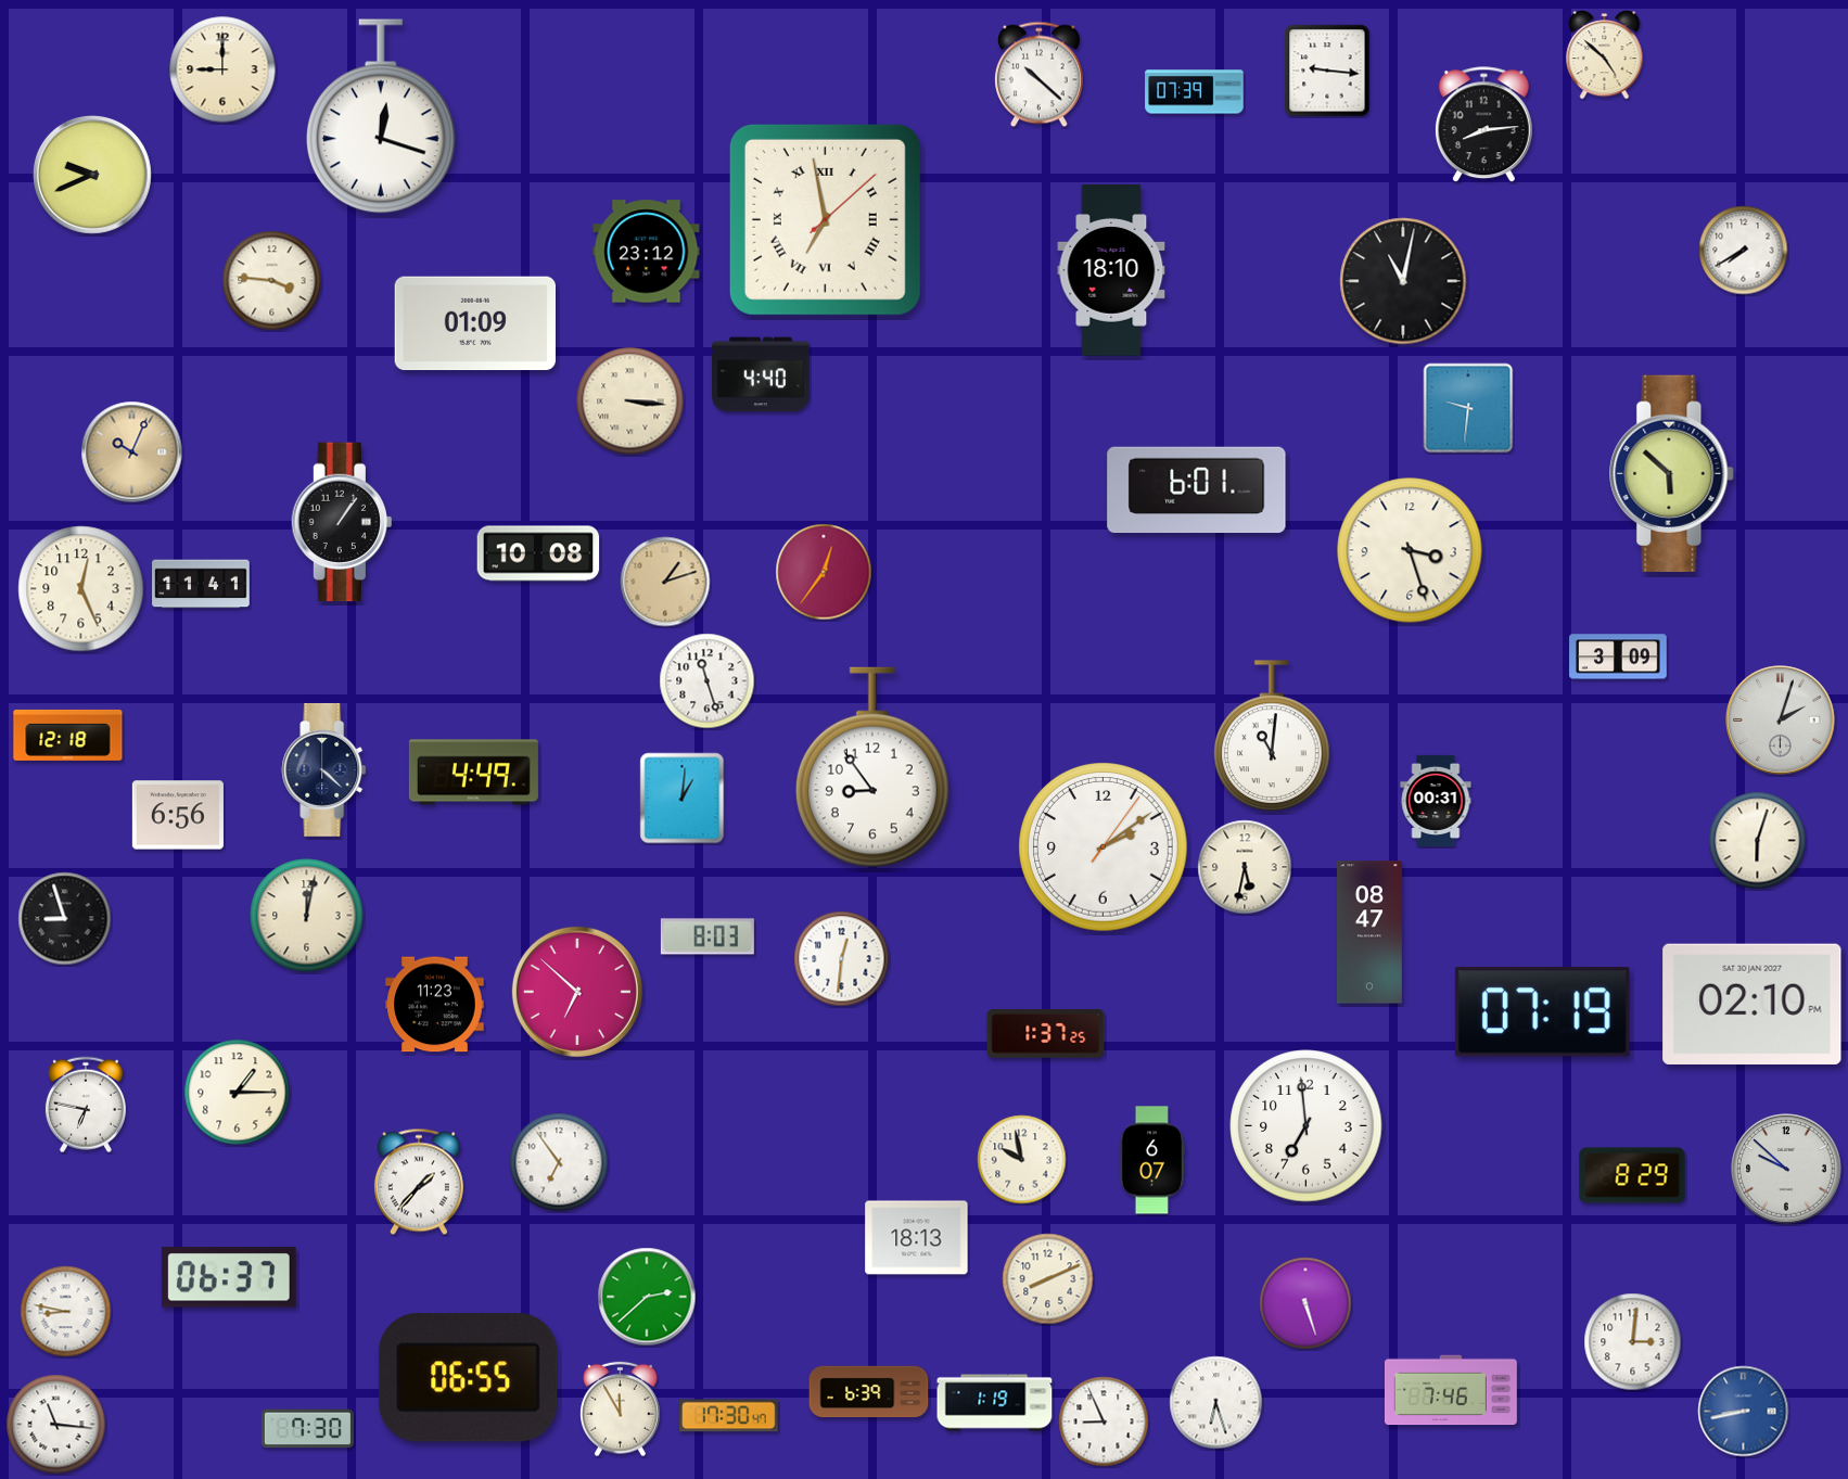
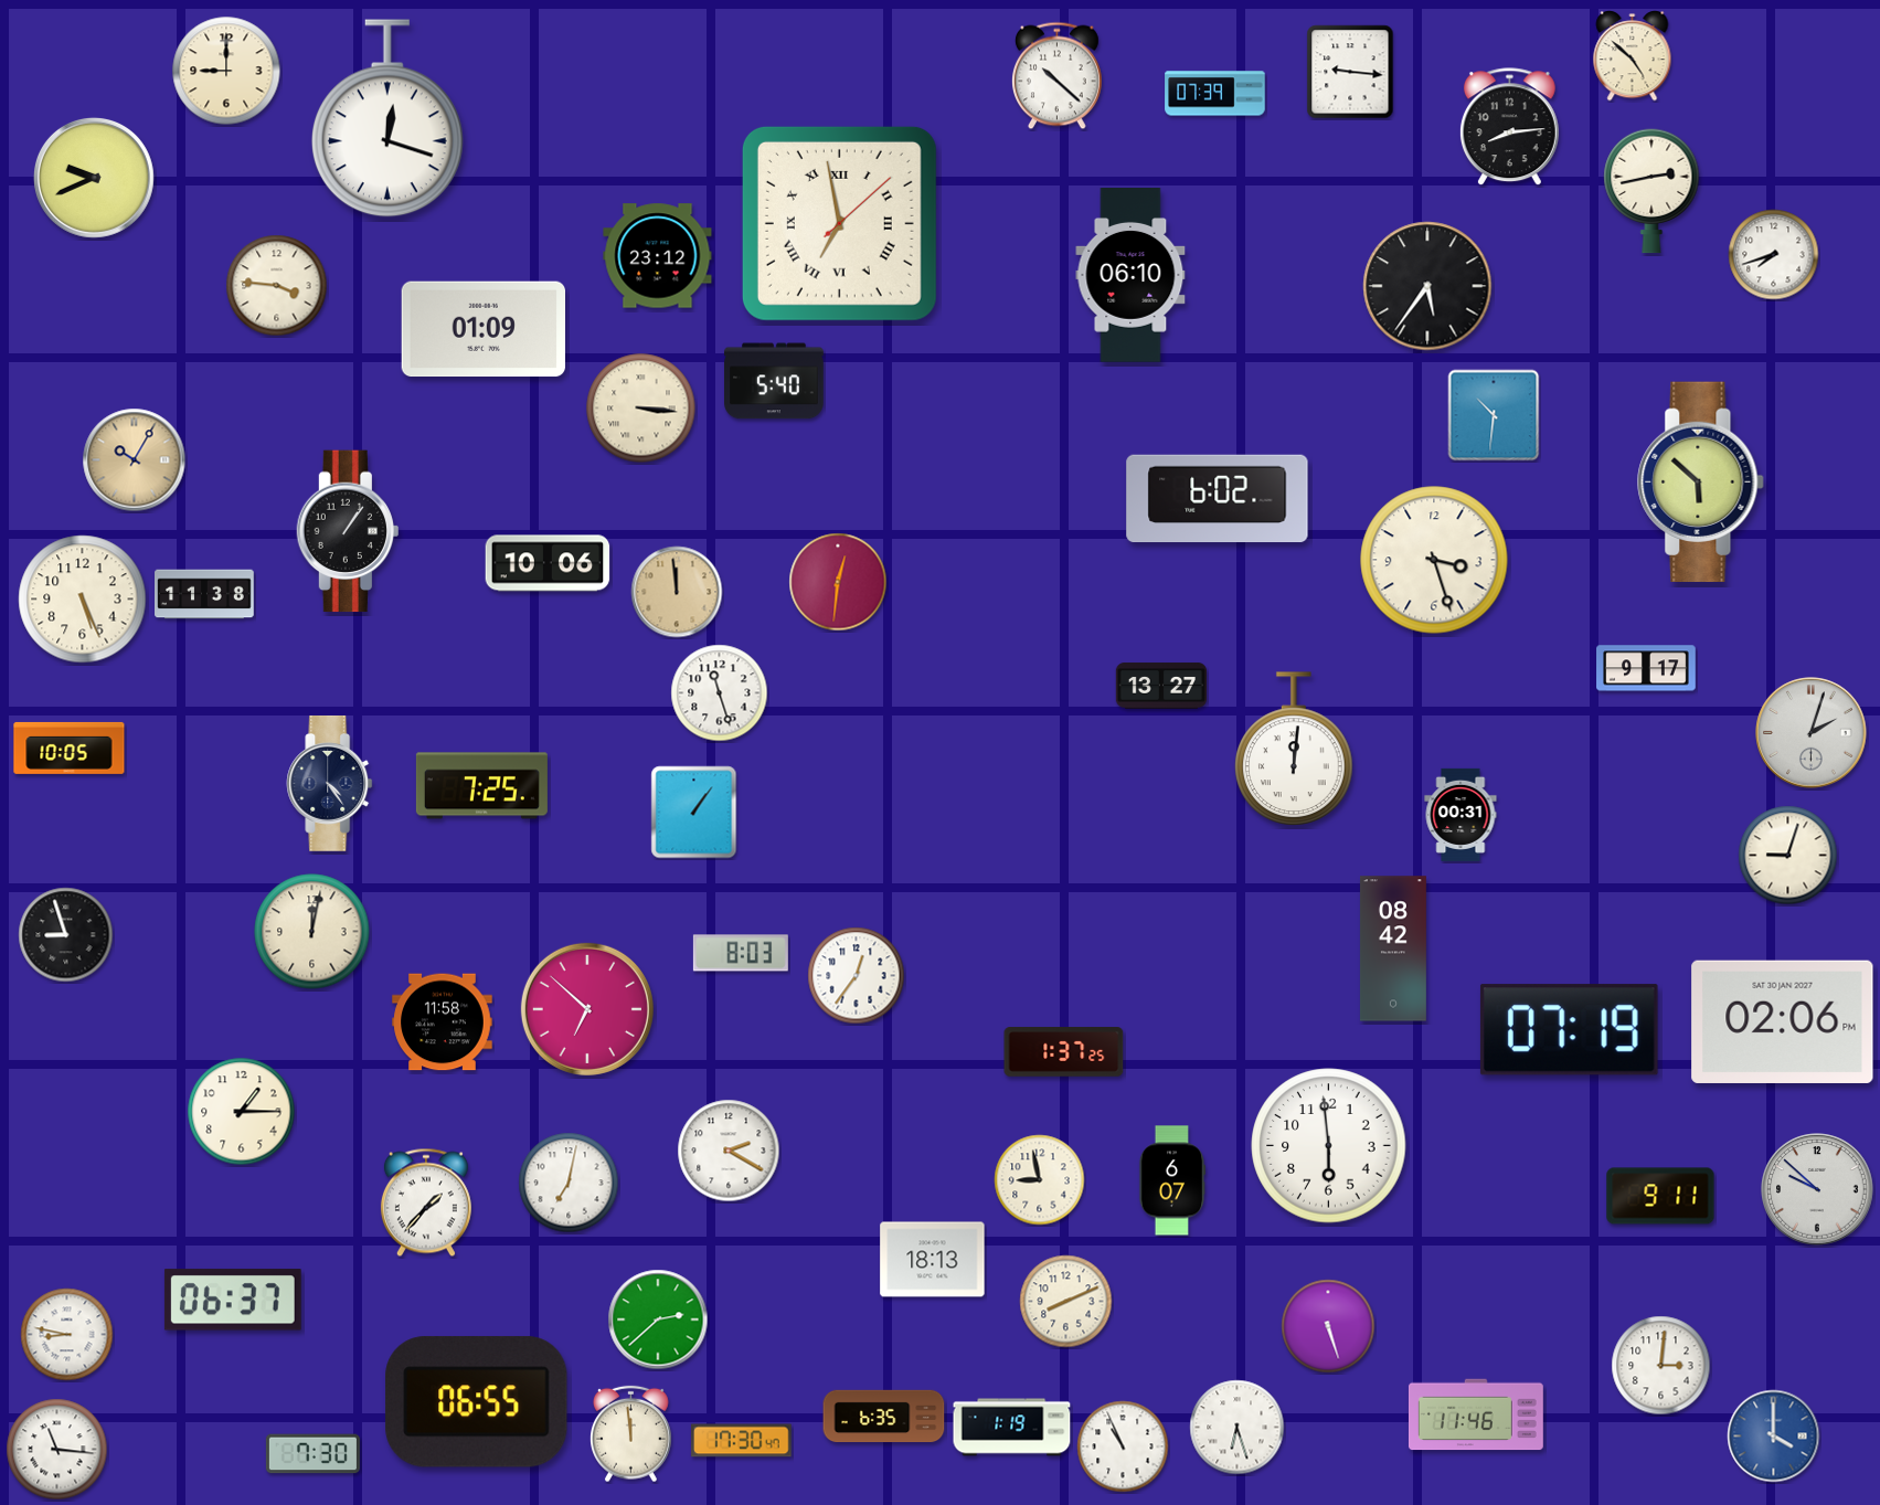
clock at (1651, 191): none -> 2:43
clock at (1744, 251): 7:40 -> 7:42
clock at (1111, 271): 18:10 -> 06:10
clock at (1403, 281): 11:02 -> 5:36
clock at (762, 374): 4:40 -> 5:40
clock at (1468, 408): 9:31 -> 10:31
clock at (132, 452): 10:04 -> 10:05
clock at (1197, 490): 6:01 -> 6:02
clock at (538, 553): 10:08 -> 10:06
clock at (824, 572): 12:36 -> 12:31
clock at (665, 582): 1:12 -> 11:59
clock at (201, 584): 11:41 -> 11:38
clock at (81, 589): 12:26 -> 5:26
clock at (1618, 656): 3:09 -> 9:17
clock at (1160, 686): none -> 13:27
clock at (68, 735): 12:18 -> 10:05
clock at (1272, 736): 11:01 -> 12:01
clock at (872, 767): 8:54 -> none
clock at (324, 769): 4:22 -> 4:24
clock at (473, 773): 4:49 -> 7:25
clock at (683, 799): 1:01 -> 1:06
clock at (178, 815): 6:56 -> none
clock at (1758, 841): 6:03 -> 9:03
clock at (1104, 847): 2:09 -> none
clock at (1245, 867): 5:32 -> none
clock at (1369, 932): 08:47 -> 08:42
clock at (708, 936) position: (708, 936) -> (741, 953)
clock at (842, 959): 12:31 -> 12:36
clock at (1753, 1004): 02:10 -> 02:06
clock at (435, 1005): 11:23 -> 11:58
clock at (86, 1105): 6:47 -> none
clock at (1307, 1126): 6:59 -> 5:59
clock at (729, 1151): none -> 2:20
clock at (1022, 1160): 9:58 -> 8:58
clock at (559, 1162): 6:54 -> 7:02
clock at (1632, 1175): 8:29 -> 9:11
clock at (1451, 1390): 7:46 -> 11:46
clock at (869, 1392): 6:39 -> 6:35
clock at (621, 1410): 11:55 -> 11:59
clock at (1744, 1412): 8:43 -> 4:00
clock at (1104, 1421): 8:56 -> 10:56
